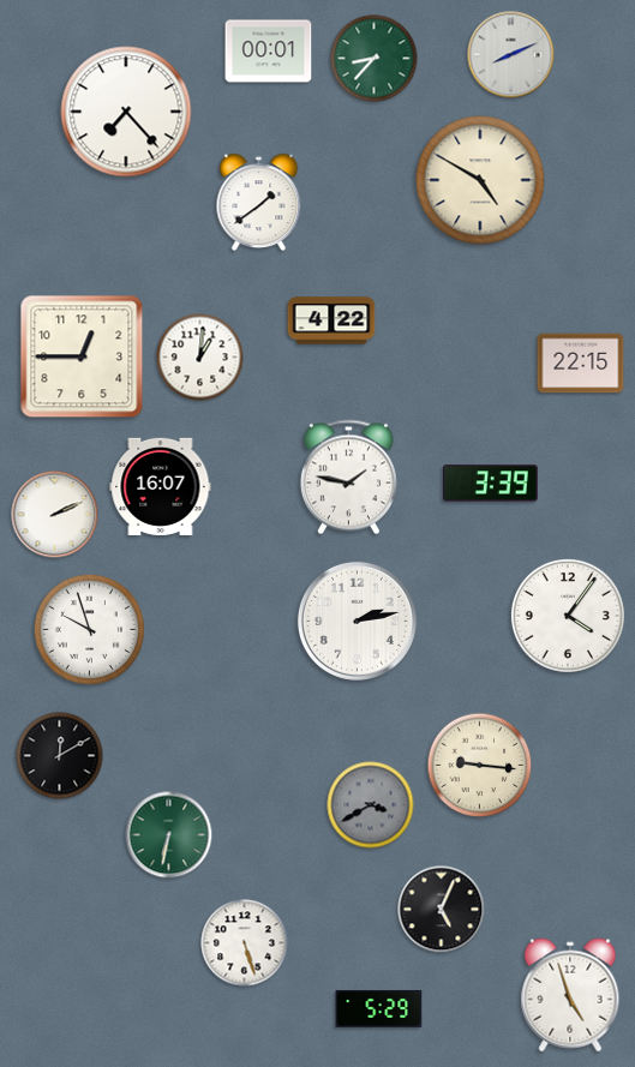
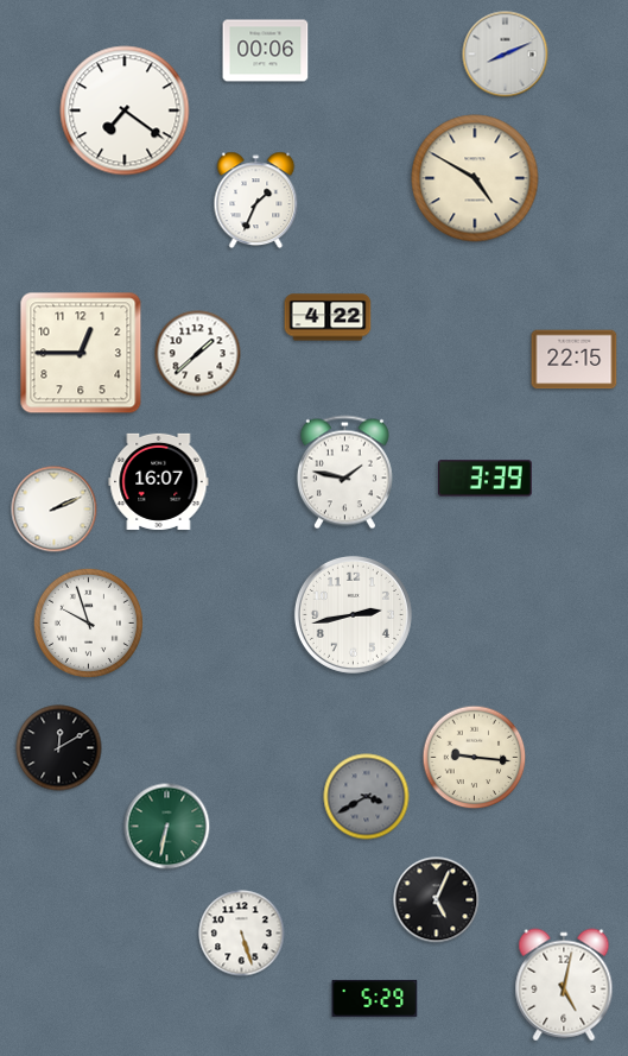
clock at (269, 52): 00:01 -> 00:06
clock at (375, 59): 8:37 -> none
clock at (126, 112): 7:23 -> 7:21
clock at (259, 203): 1:39 -> 1:34
clock at (200, 358): 1:01 -> 1:38
clock at (568, 616): 4:06 -> none
clock at (357, 621): 2:13 -> 2:43
clock at (570, 995): 4:57 -> 5:02
